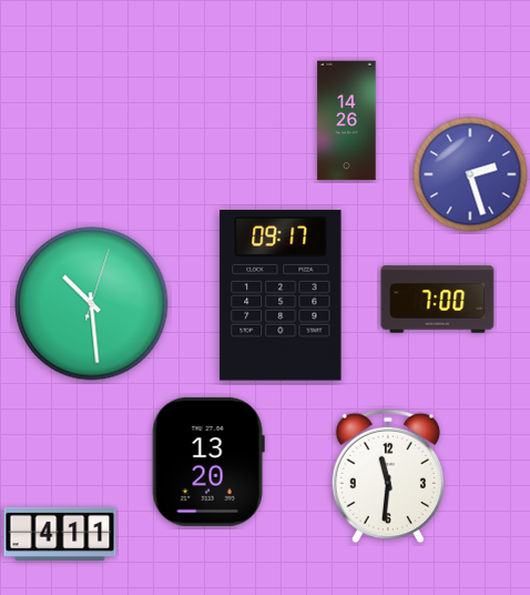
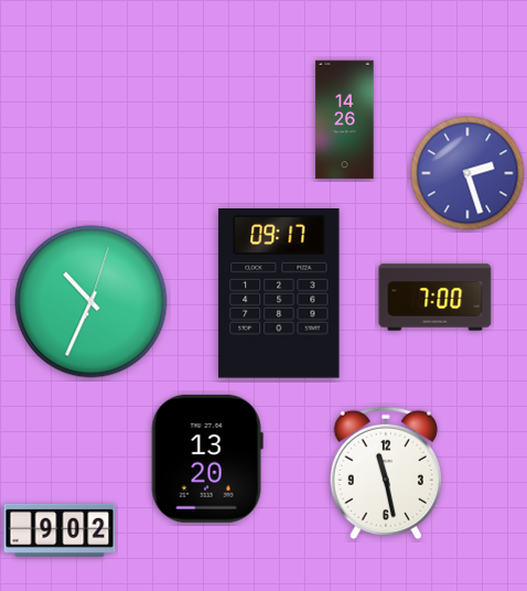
clock at (92, 304): 10:29 -> 10:34
clock at (388, 476): 11:31 -> 11:28
clock at (60, 534): 4:11 -> 9:02
